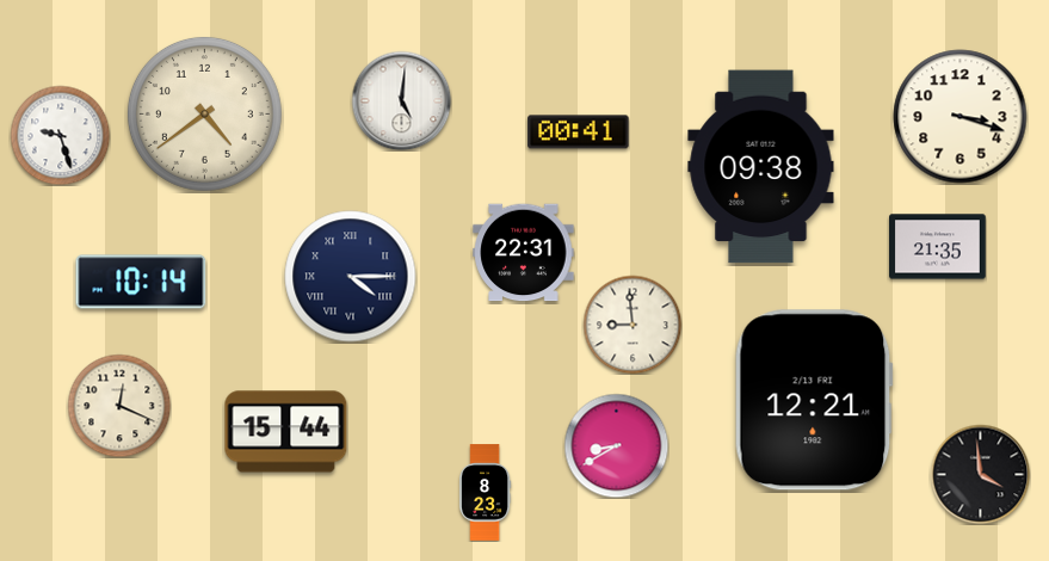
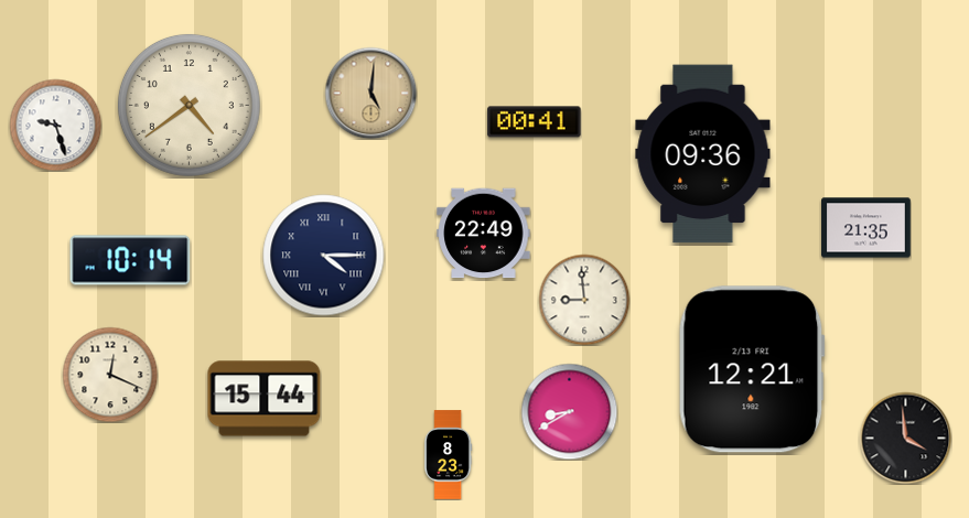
clock at (401, 100) dial: white -> champagne
clock at (961, 117): 3:18 -> none
clock at (761, 167): 09:38 -> 09:36
clock at (524, 253): 22:31 -> 22:49
